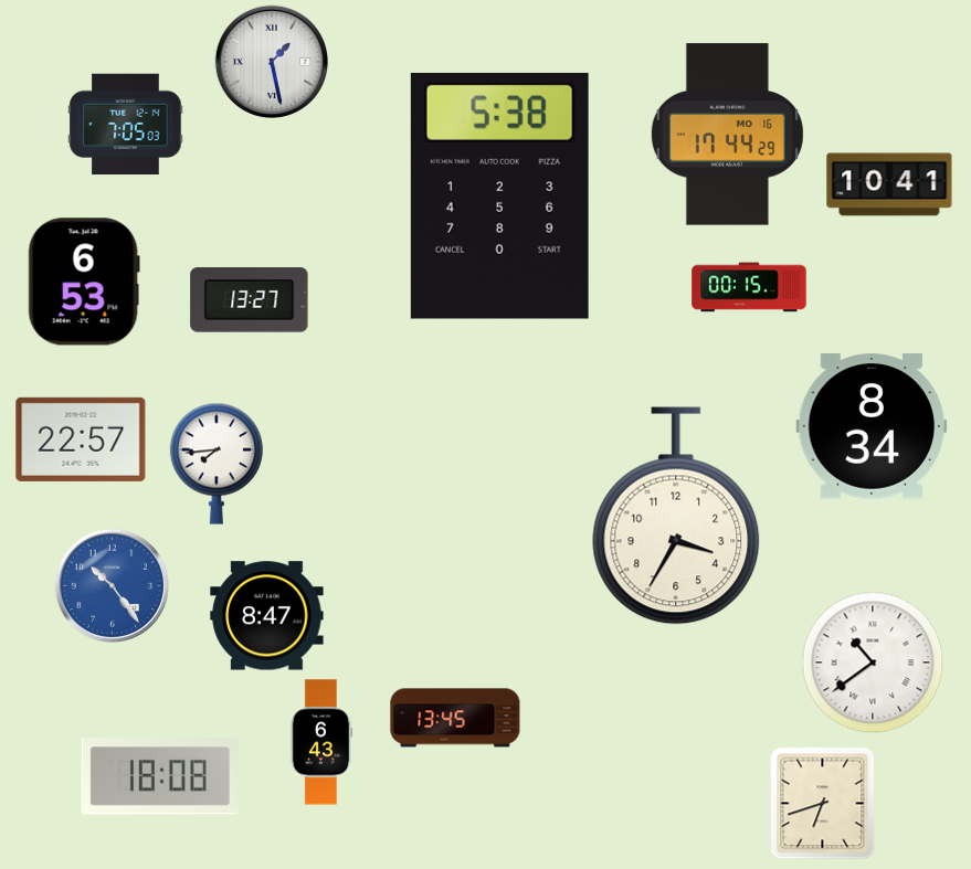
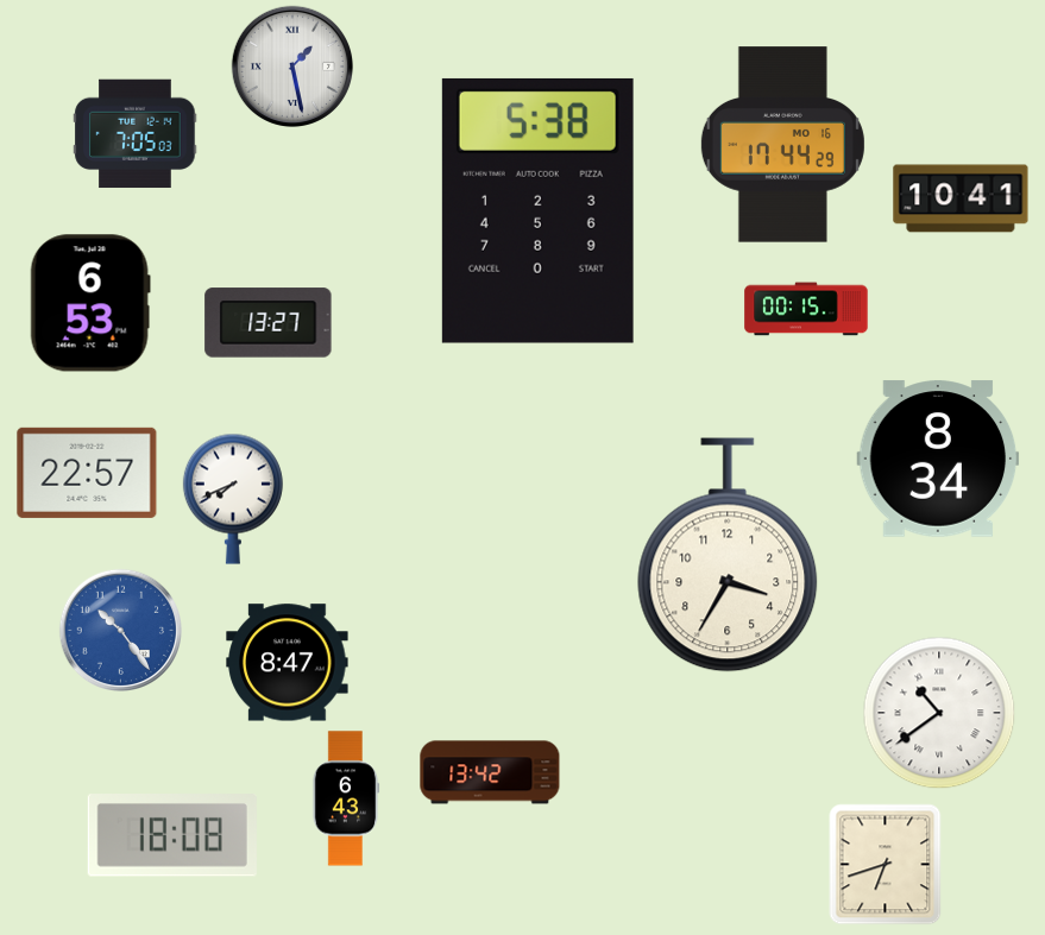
clock at (889, 184) position: (889, 184) -> (961, 198)
clock at (217, 464): 7:44 -> 7:41
clock at (455, 718): 13:45 -> 13:42
